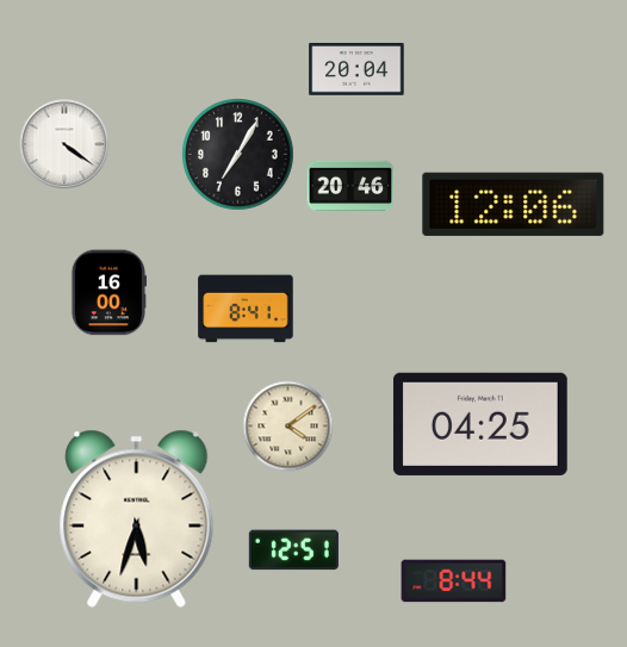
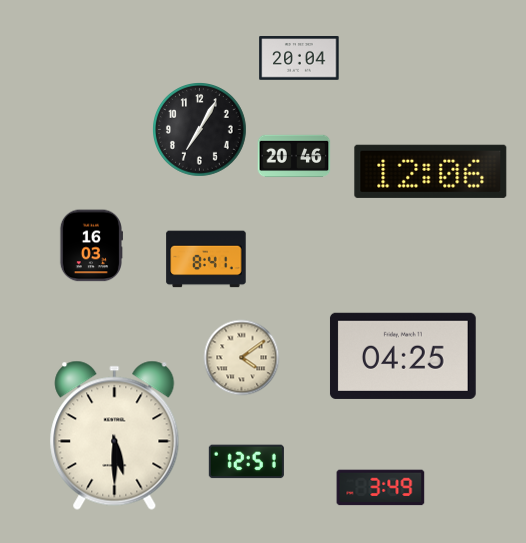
clock at (64, 144): 4:21 -> none
clock at (107, 293): 16:00 -> 16:03
clock at (137, 518): 5:33 -> 5:30
clock at (454, 581): 8:44 -> 3:49
